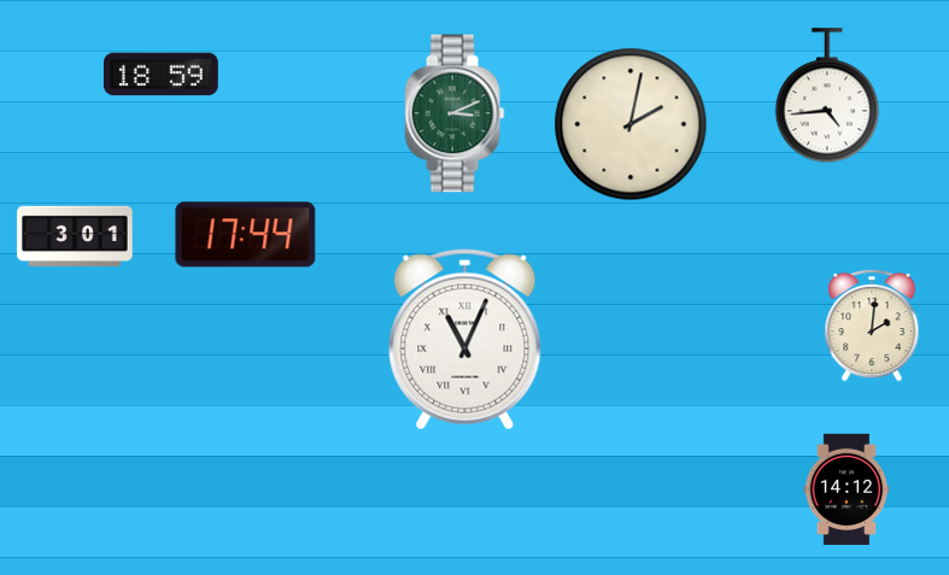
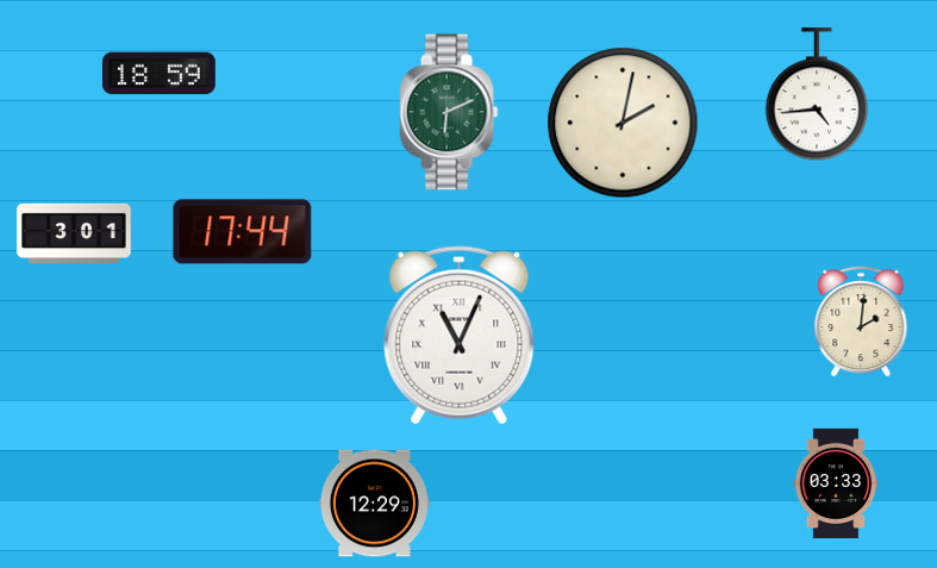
clock at (455, 113): 3:11 -> 6:11
clock at (847, 488): 14:12 -> 03:33
clock at (374, 504): none -> 12:29
